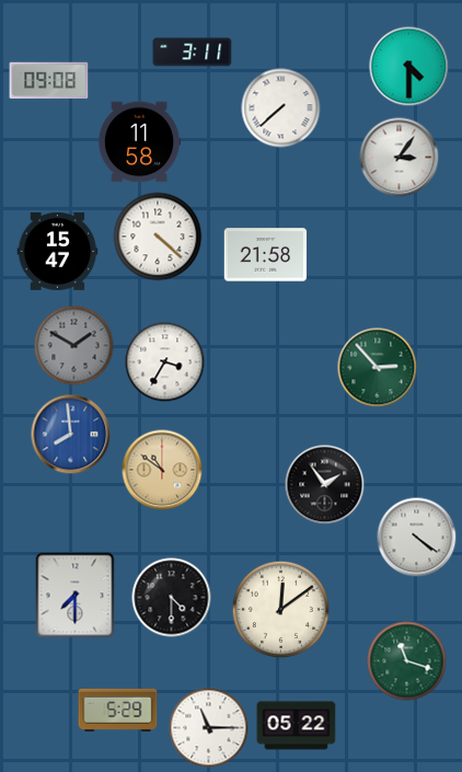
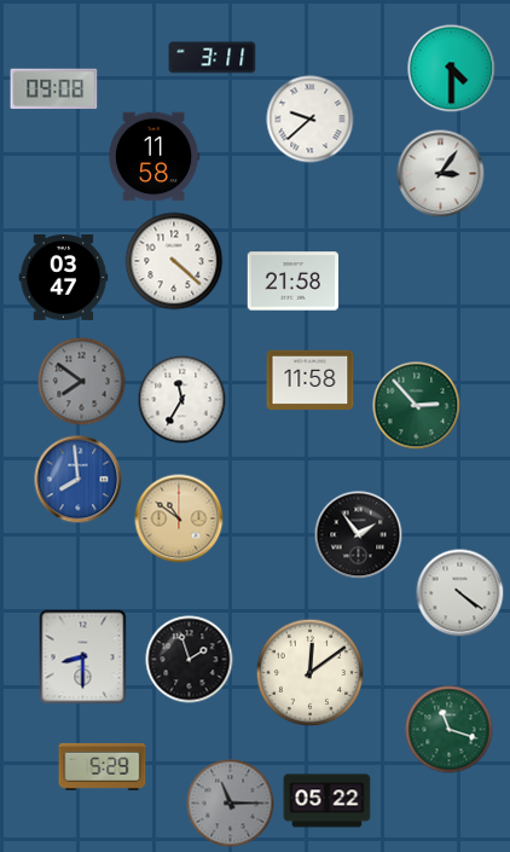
clock at (409, 67) position: (409, 67) -> (452, 69)
clock at (281, 108): 7:38 -> 9:38
clock at (58, 251): 15:47 -> 03:47
clock at (311, 379): none -> 11:58
clock at (74, 346): 1:50 -> 7:51
clock at (165, 362): 3:35 -> 11:35
clock at (76, 596): 7:30 -> 8:30
clock at (172, 598): 4:30 -> 1:57
clock at (118, 710) position: (118, 710) -> (103, 766)
clock at (209, 728) dial: white -> grey
